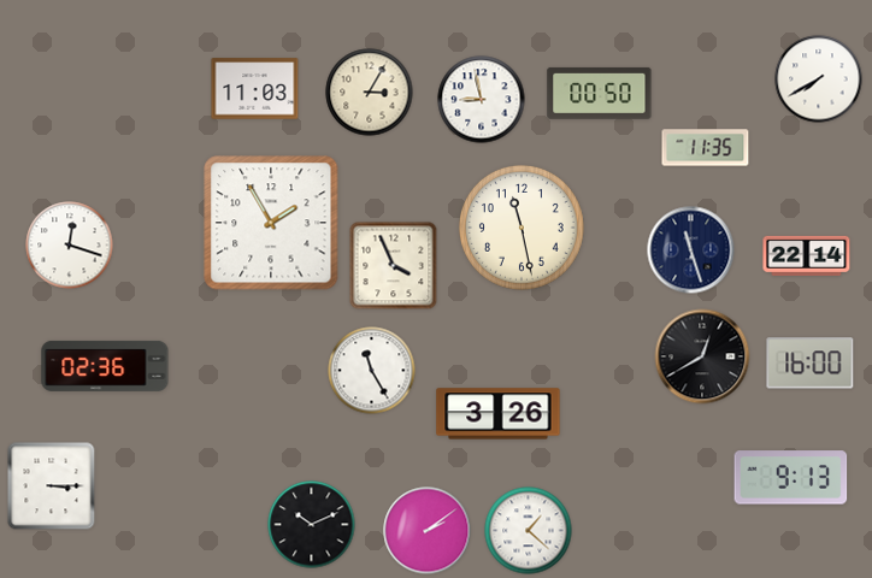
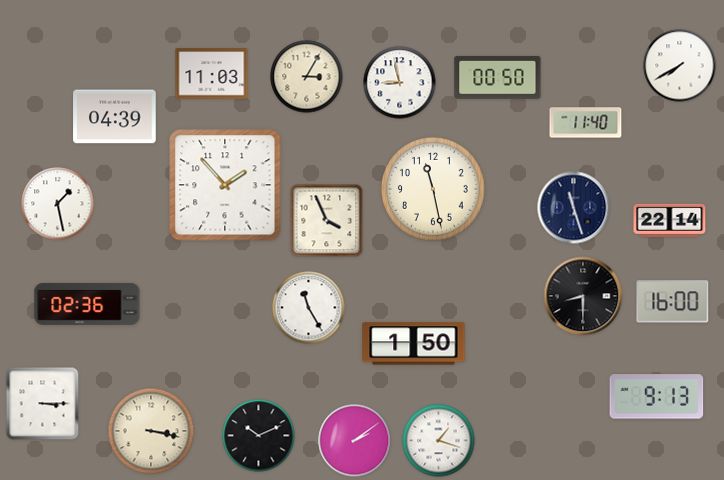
clock at (115, 117): none -> 04:39
clock at (706, 148): 11:35 -> 11:40
clock at (271, 223): 1:55 -> 1:53
clock at (70, 246): 12:18 -> 1:28
clock at (807, 255) position: (807, 255) -> (670, 220)
clock at (702, 356): 12:40 -> 8:30
clock at (499, 414): 3:26 -> 1:50
clock at (151, 431): none -> 3:17
clock at (529, 531): 1:22 -> 1:18
